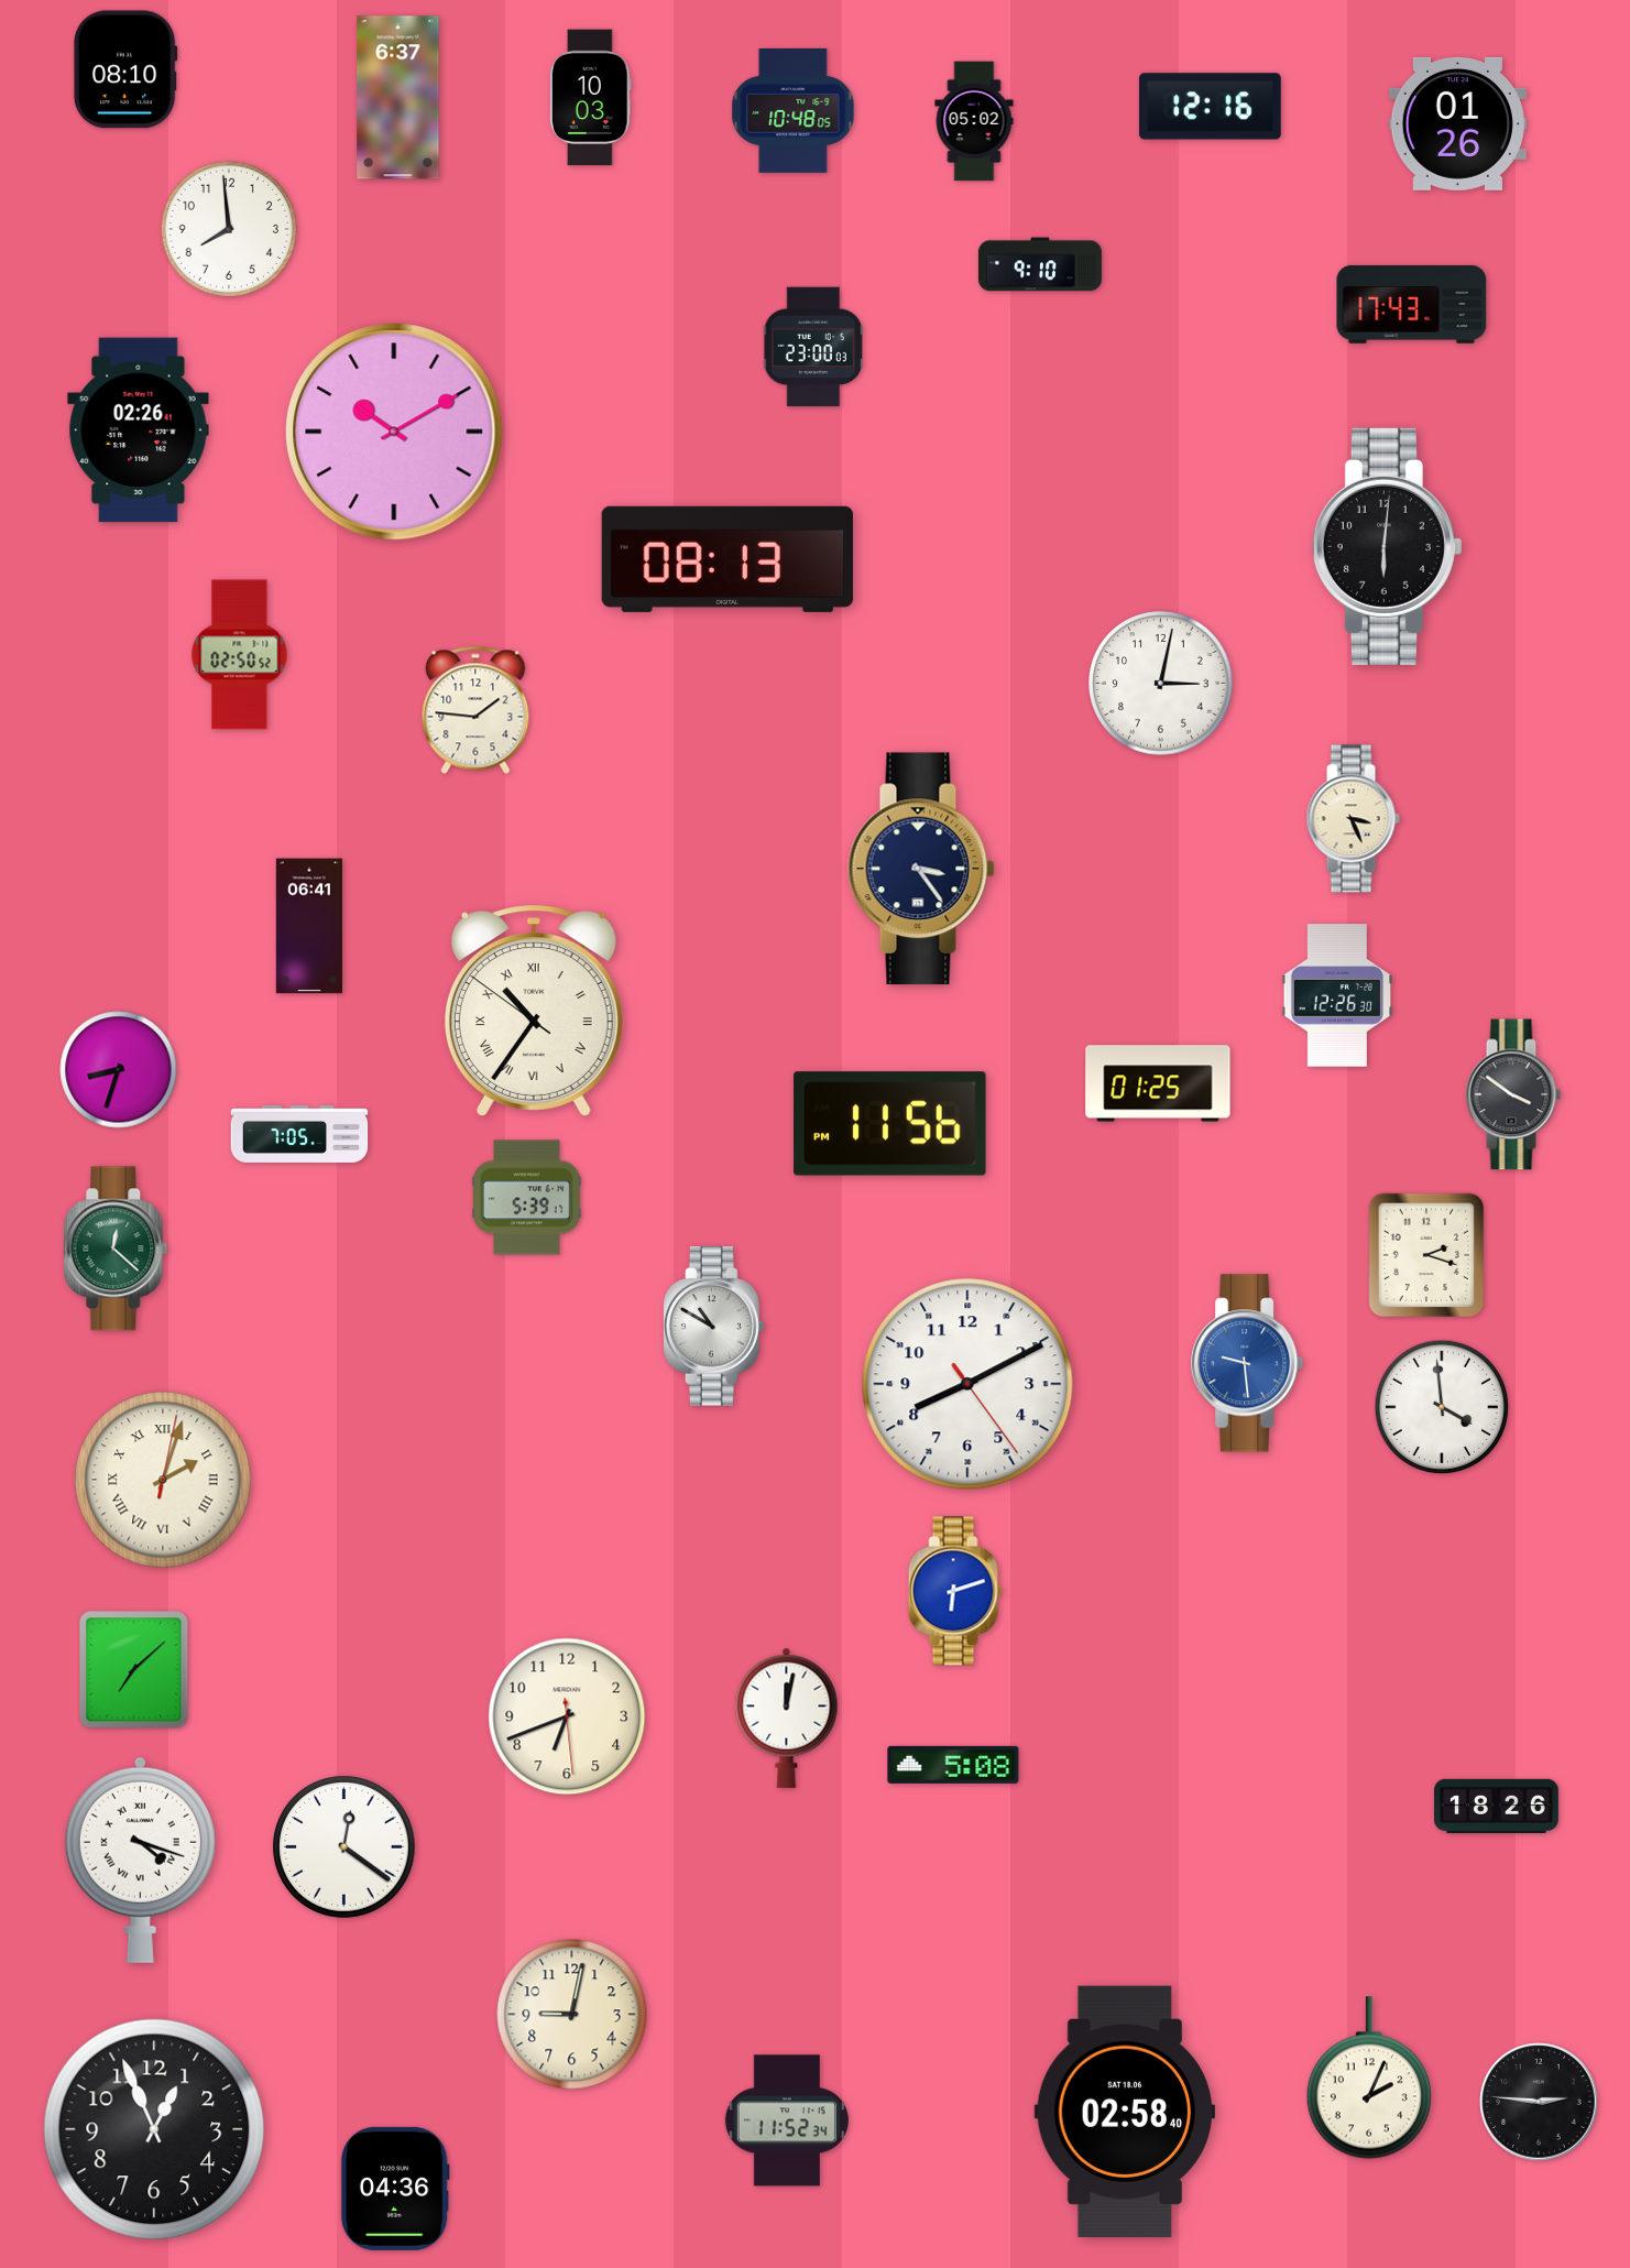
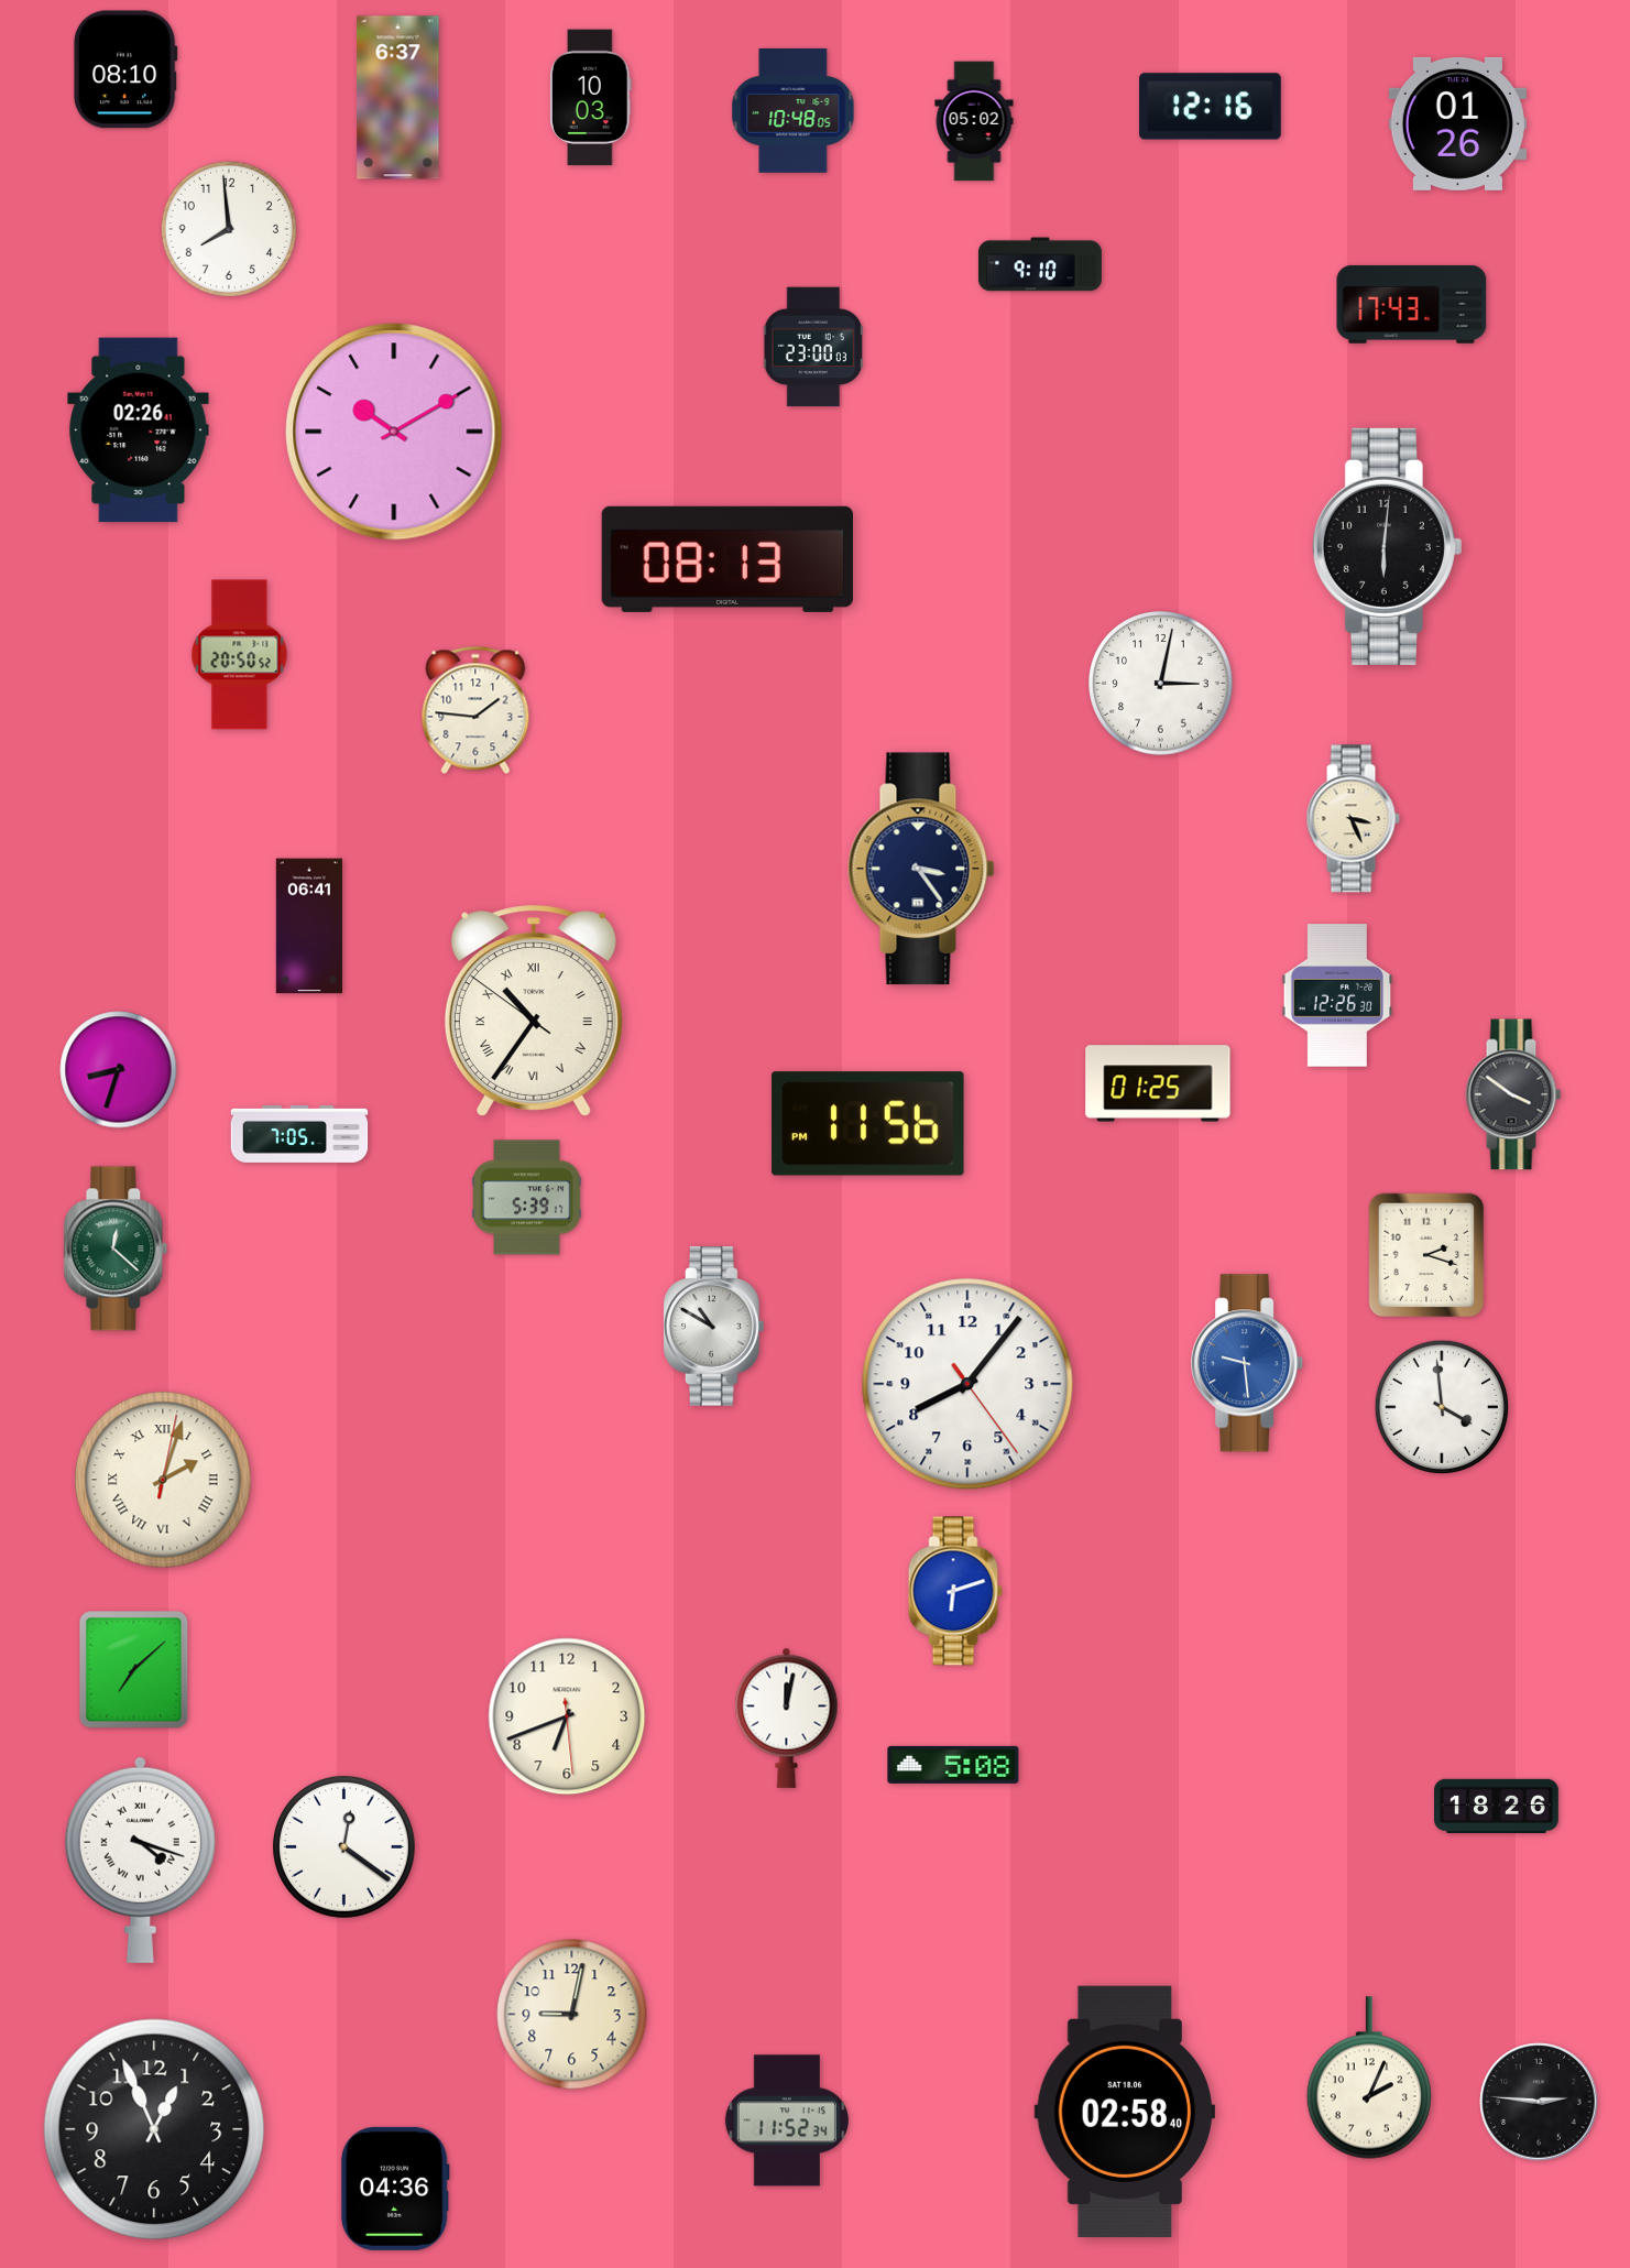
clock at (240, 655): 02:50 -> 20:50
clock at (890, 1124) position: (890, 1124) -> (868, 1124)
clock at (967, 1384): 8:10 -> 8:06
